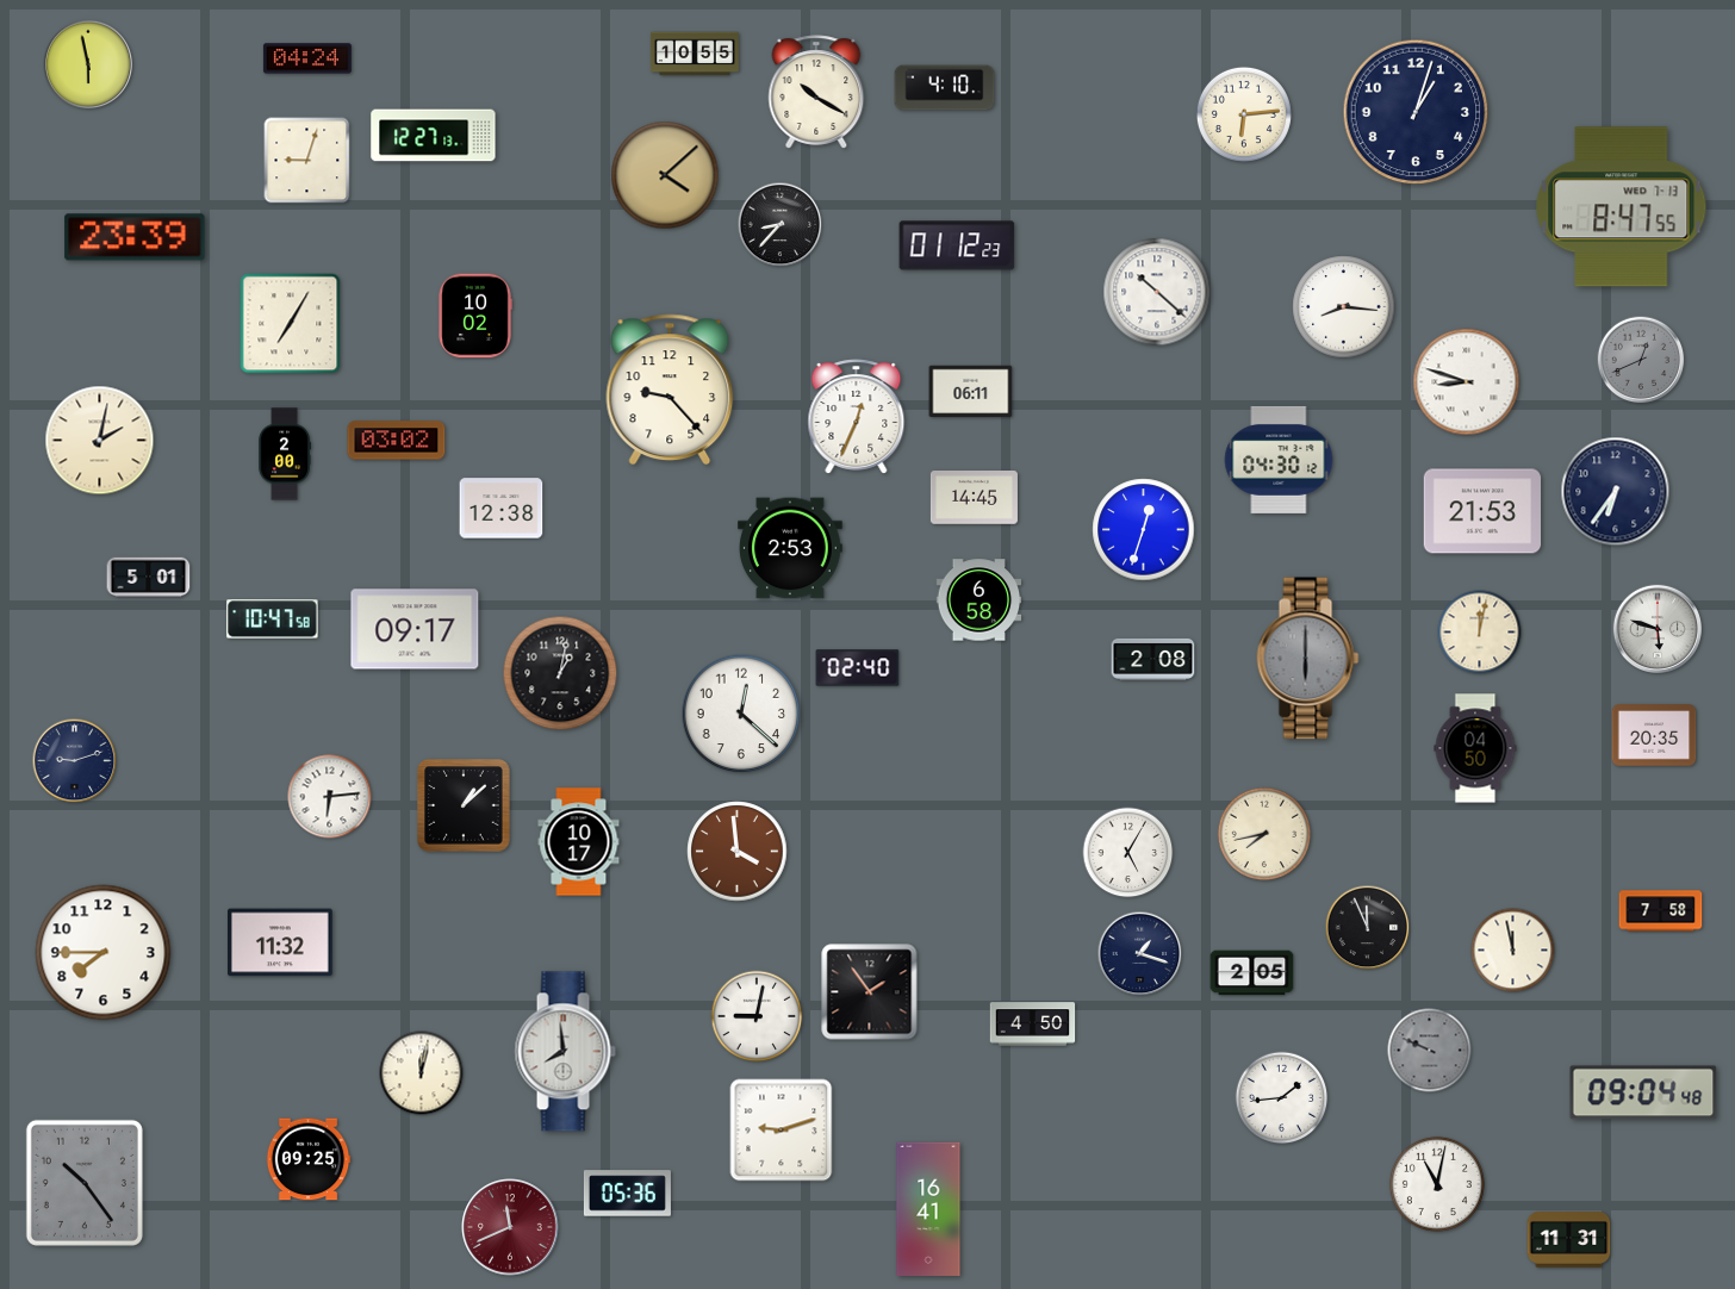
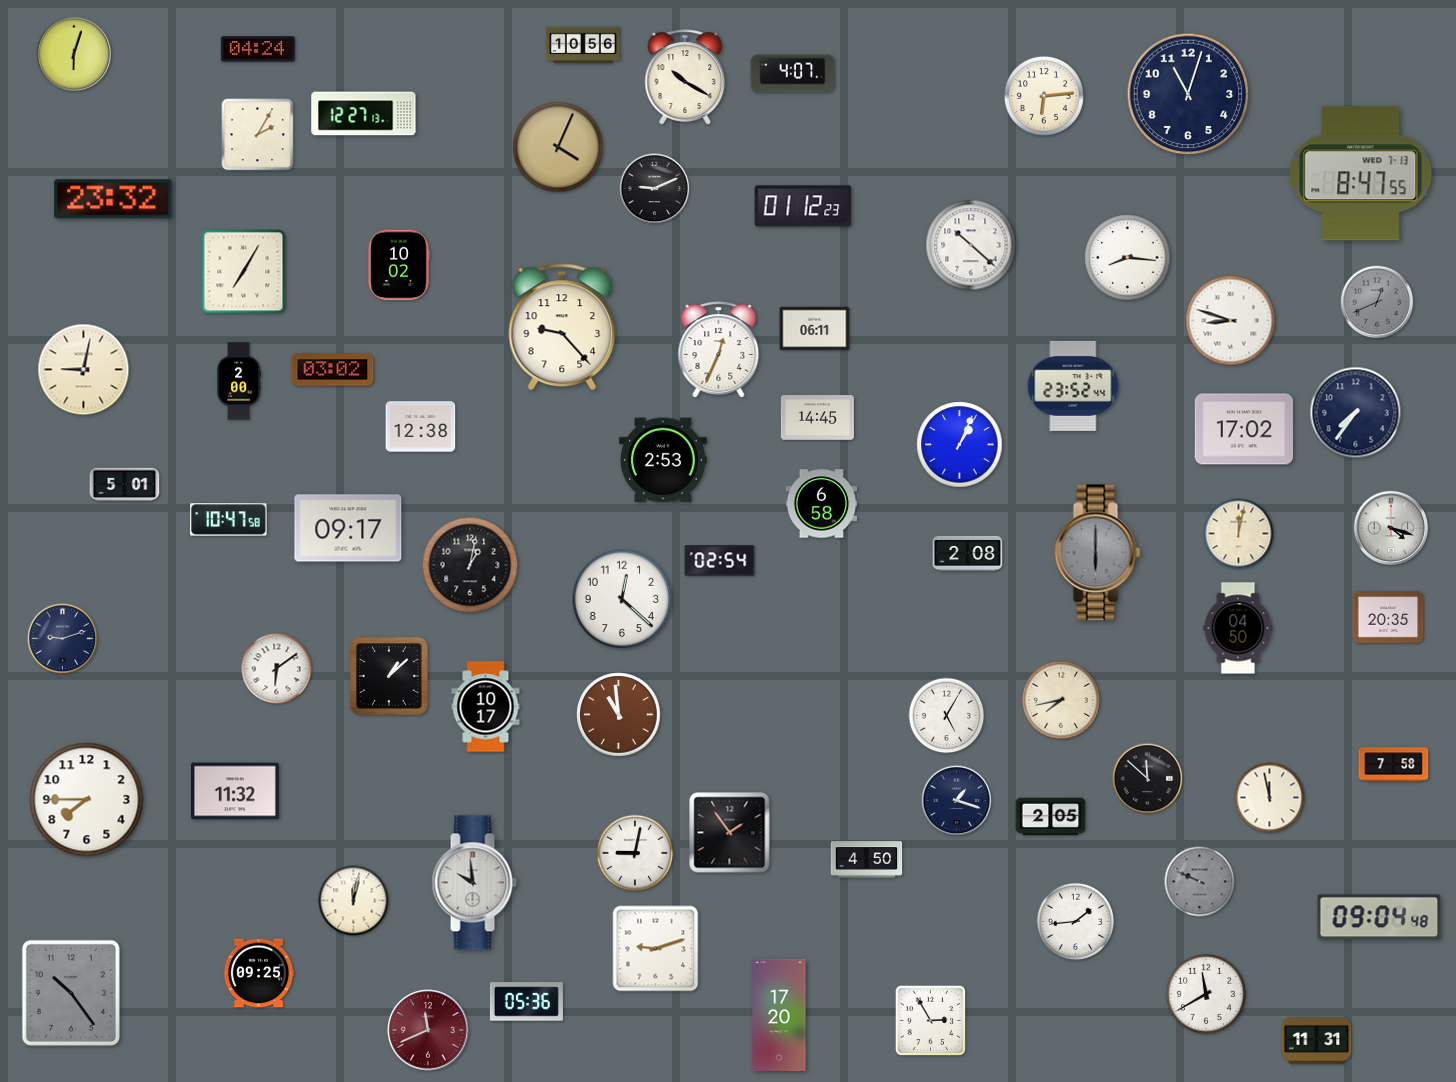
clock at (695, 54): 10:55 -> 10:56
clock at (87, 63): 5:58 -> 6:03
clock at (945, 88): 4:10 -> 4:07
clock at (1416, 112): 1:03 -> 11:03
clock at (307, 161): 9:03 -> 2:05
clock at (665, 175): 4:08 -> 4:04
clock at (781, 225): 8:37 -> 9:11
clock at (135, 237): 23:39 -> 23:32
clock at (100, 441): 2:02 -> 9:02
clock at (1279, 460): 04:30 -> 23:52
clock at (1616, 492): 6:36 -> 7:36
clock at (1482, 511): 21:53 -> 17:02
clock at (1144, 530): 12:33 -> 1:04
clock at (1656, 628): 5:48 -> 4:18
clock at (1480, 633) position: (1480, 633) -> (1239, 534)
clock at (858, 668): 02:40 -> 02:54
clock at (330, 797): 6:14 -> 6:09
clock at (738, 852): 3:59 -> 10:59
clock at (1368, 928): 11:56 -> 11:52
clock at (565, 1052): 7:59 -> 9:59
clock at (1437, 1184): 11:02 -> 11:40
clock at (928, 1208): 16:41 -> 17:20
clock at (930, 1020): none -> 2:55
